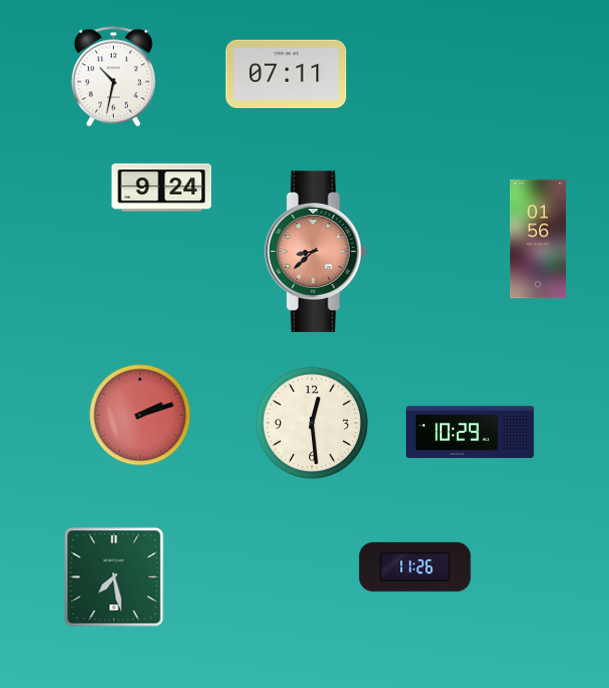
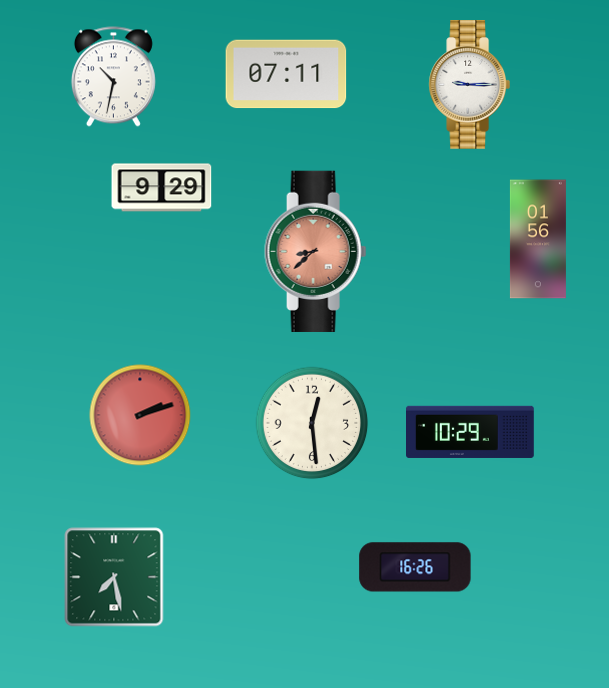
clock at (469, 85): none -> 9:15
clock at (162, 188): 9:24 -> 9:29
clock at (415, 567): 11:26 -> 16:26
